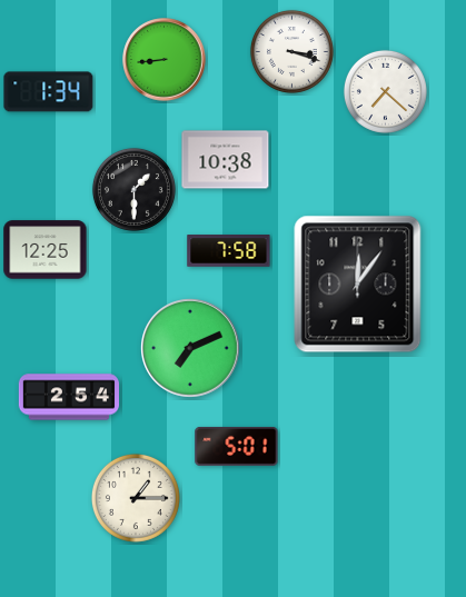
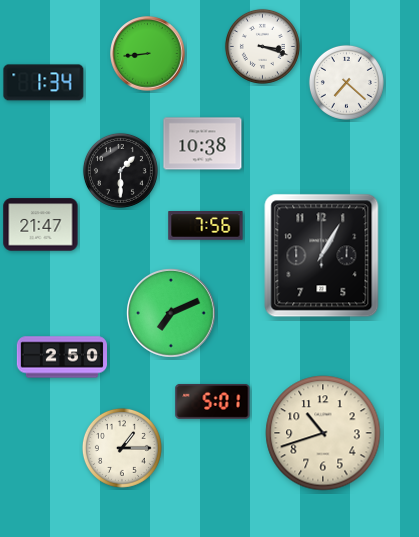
clock at (46, 250): 12:25 -> 21:47
clock at (229, 251): 7:58 -> 7:56
clock at (358, 285): 12:06 -> 1:05
clock at (68, 397): 2:54 -> 2:50
clock at (323, 433): none -> 10:42
